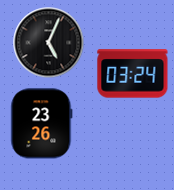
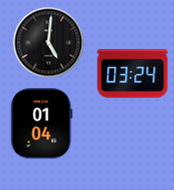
clock at (49, 43): 5:04 -> 5:01
clock at (42, 124): 23:26 -> 01:04
